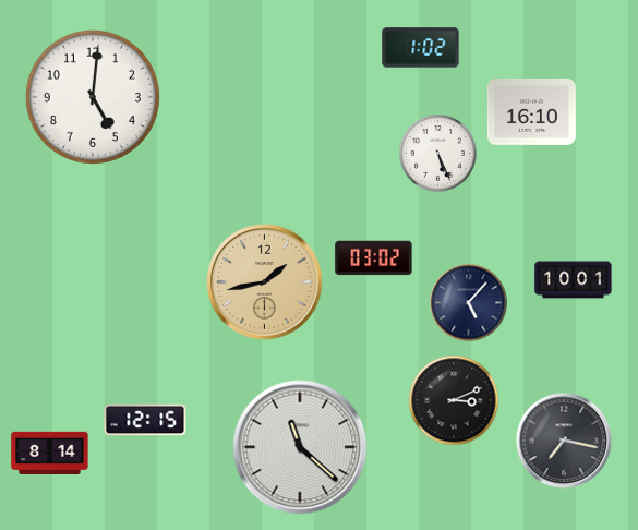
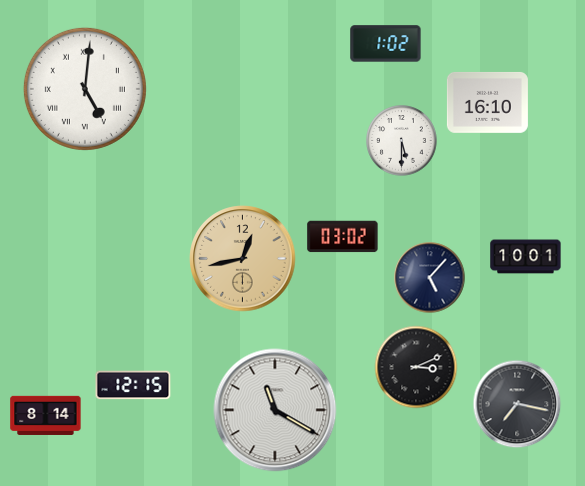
clock at (93, 97) numerals: Arabic -> Roman
clock at (438, 154): 5:26 -> 5:30
clock at (265, 282): 1:43 -> 12:43
clock at (300, 447): 11:22 -> 11:20
